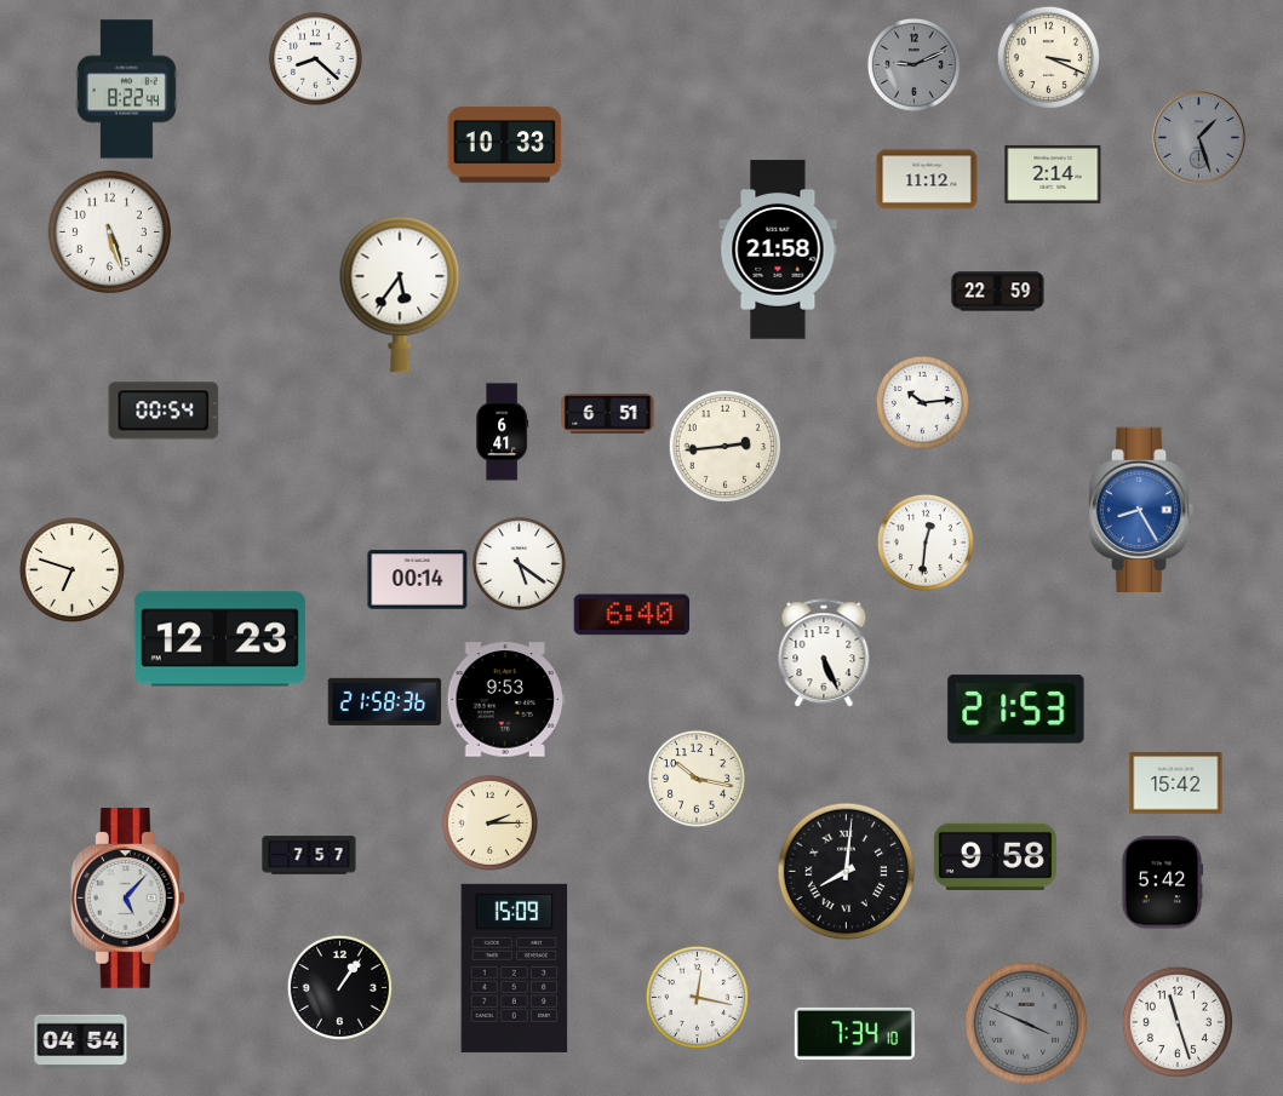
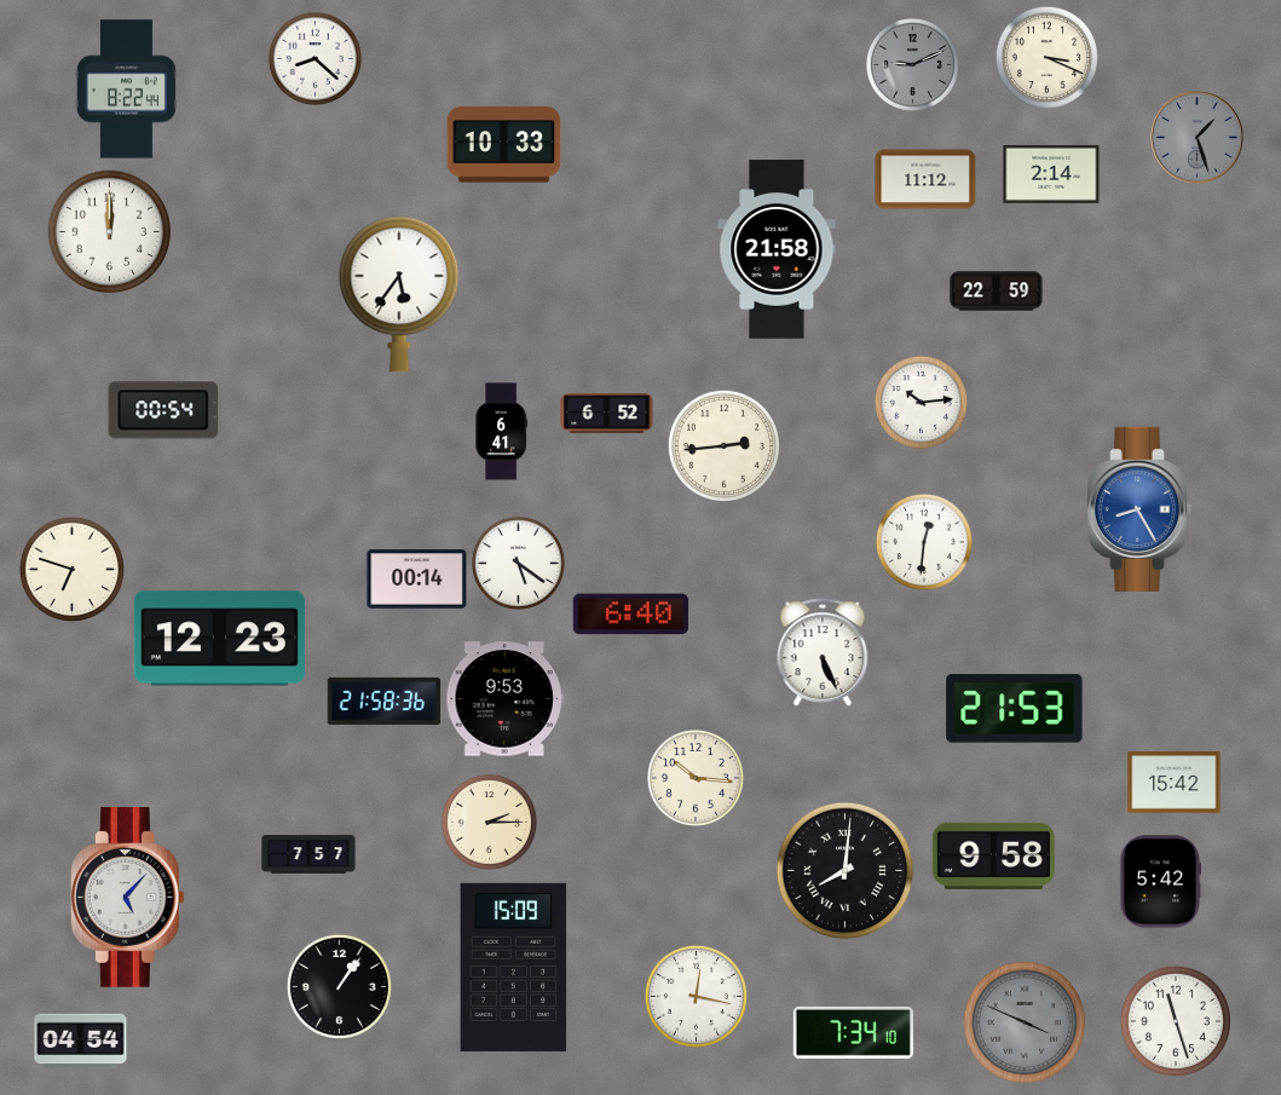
clock at (110, 233): 5:27 -> 12:00
clock at (608, 414): 6:51 -> 6:52
clock at (697, 779): 10:17 -> 10:16
